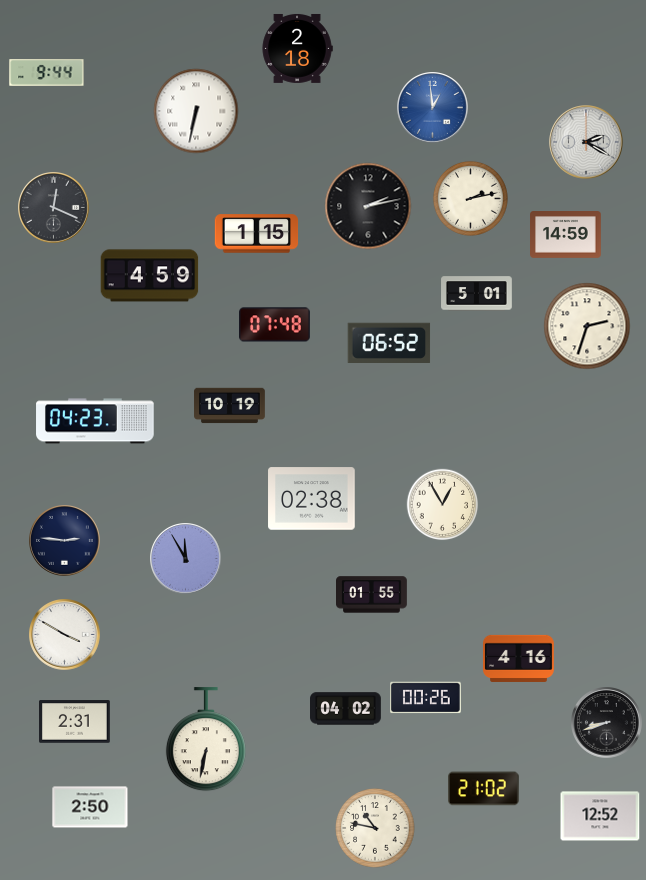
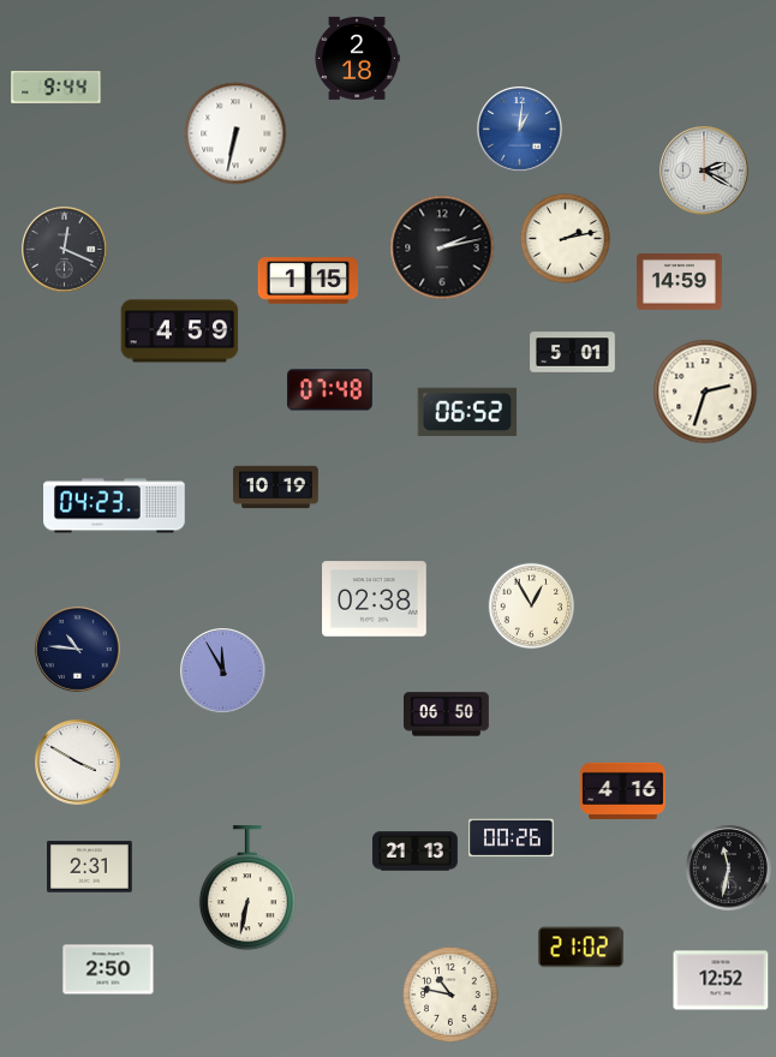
clock at (433, 108): 12:59 -> 1:01
clock at (65, 541): 2:46 -> 10:46
clock at (372, 595): 01:55 -> 06:50
clock at (346, 709): 04:02 -> 21:13
clock at (607, 723): 8:42 -> 11:32
